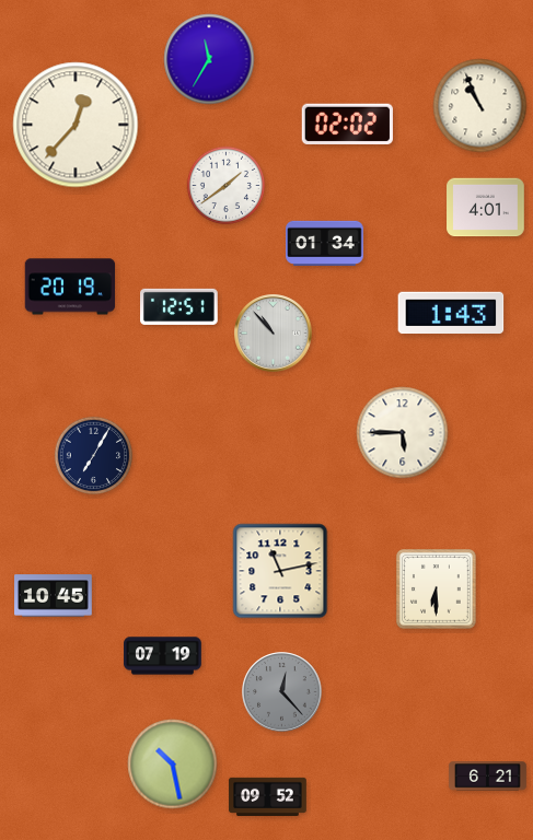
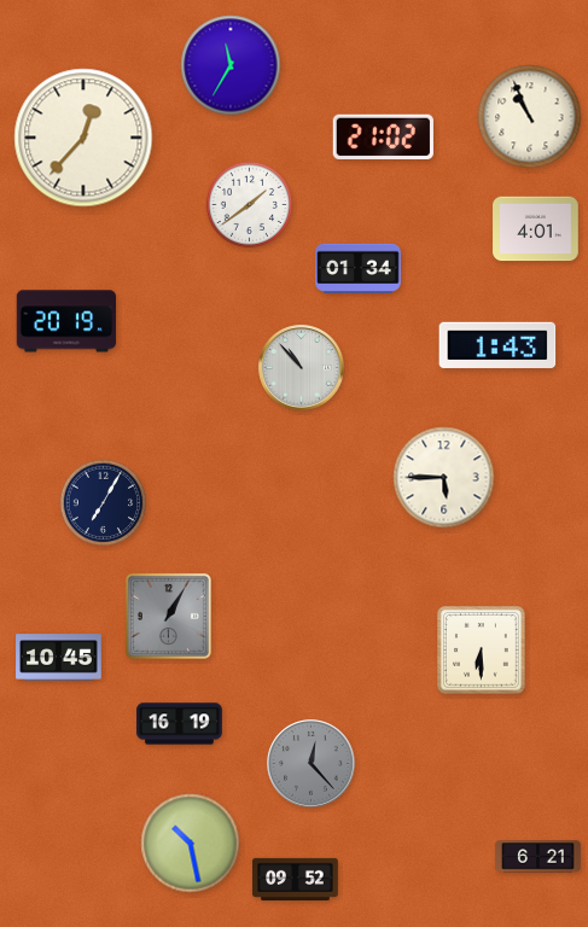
clock at (347, 124): 02:02 -> 21:02
clock at (70, 287) position: (70, 287) -> (66, 321)
clock at (179, 306): 12:51 -> none
clock at (168, 616): none -> 1:05
clock at (280, 571): 11:13 -> none
clock at (163, 656): 07:19 -> 16:19
